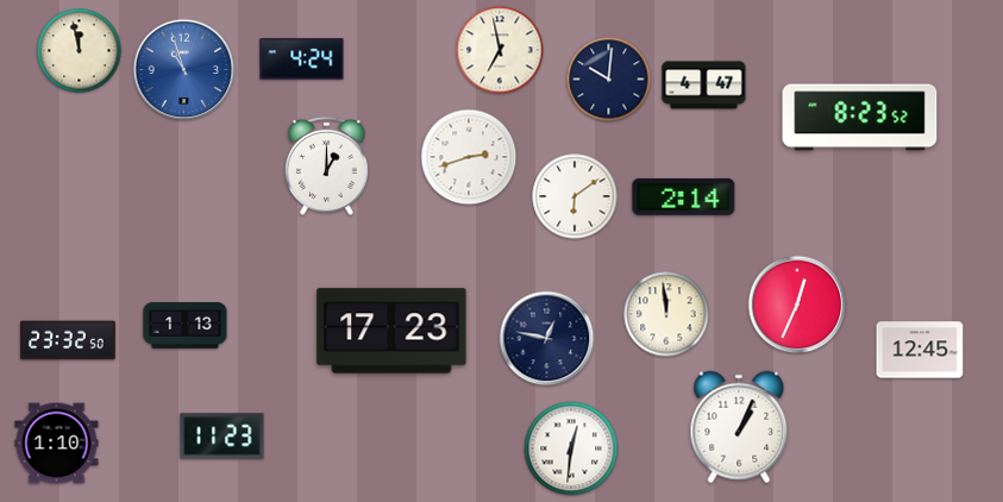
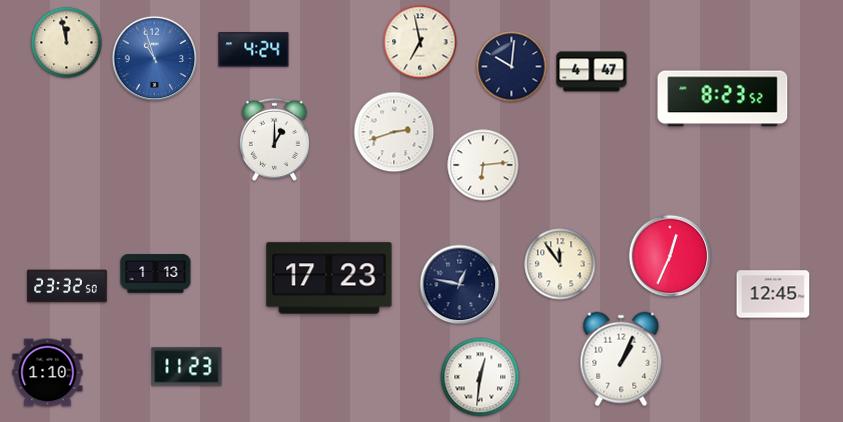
clock at (575, 196): 6:09 -> 6:14
clock at (684, 196): 2:14 -> none
clock at (666, 314): 11:59 -> 11:54
clock at (68, 340) position: (68, 340) -> (67, 286)
